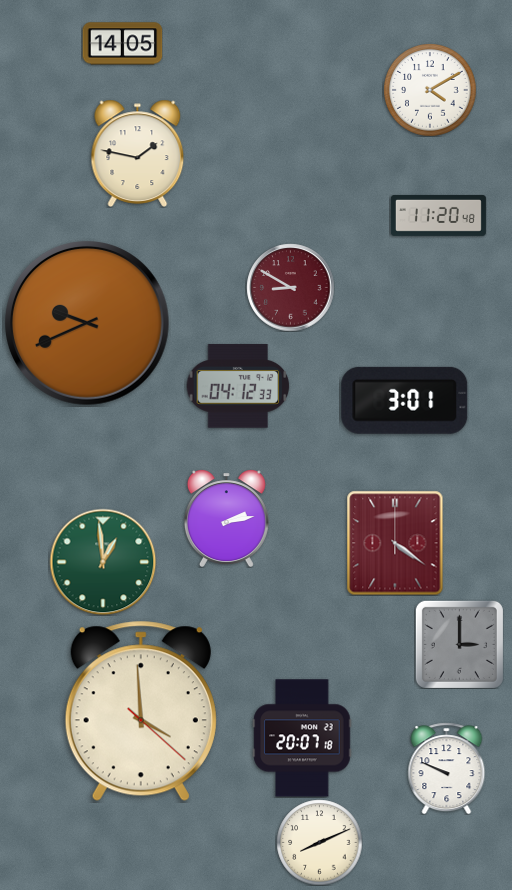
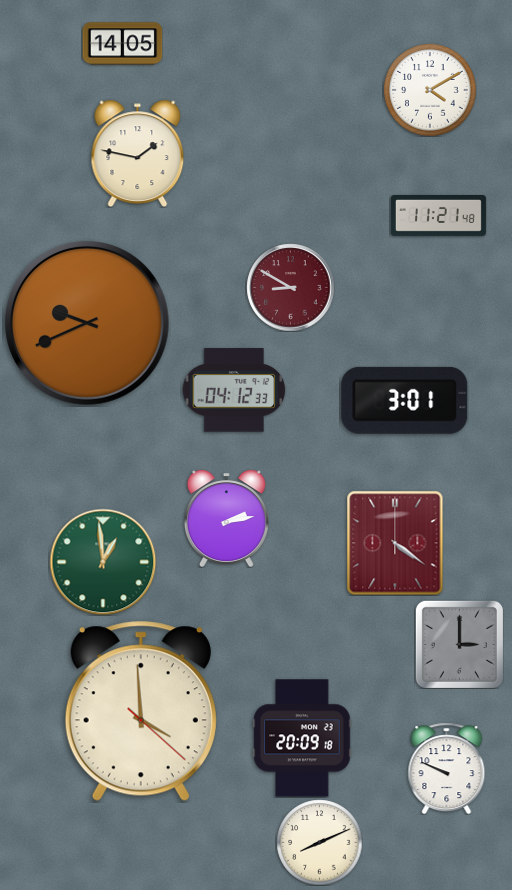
clock at (438, 215): 11:20 -> 11:21
clock at (238, 386) position: (238, 386) -> (234, 390)
clock at (302, 738): 20:07 -> 20:09
